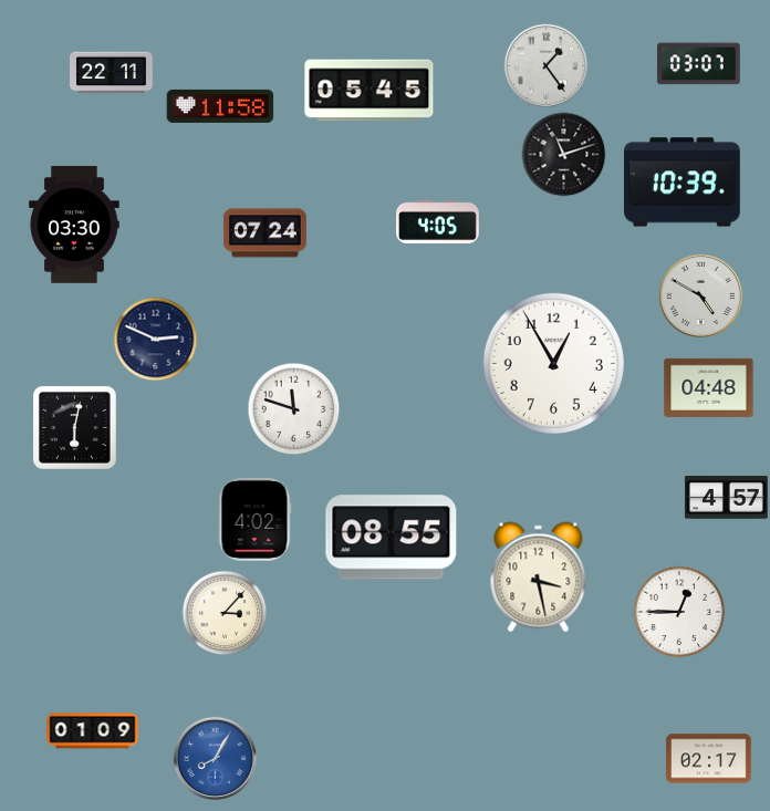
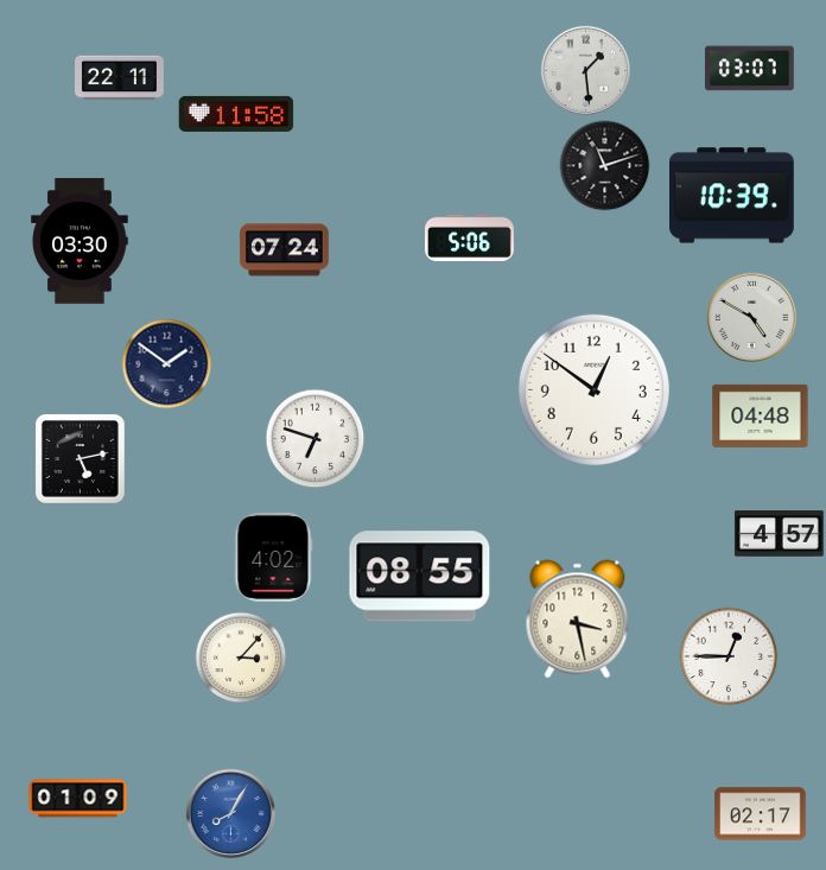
clock at (545, 65): 1:24 -> 1:29
clock at (370, 91): 05:45 -> none
clock at (438, 221): 4:05 -> 5:06
clock at (156, 340): 2:49 -> 1:51
clock at (553, 363): 12:55 -> 12:51
clock at (294, 409): 11:48 -> 6:48
clock at (75, 428): 6:02 -> 5:13
clock at (93, 731) position: (93, 731) -> (78, 799)
